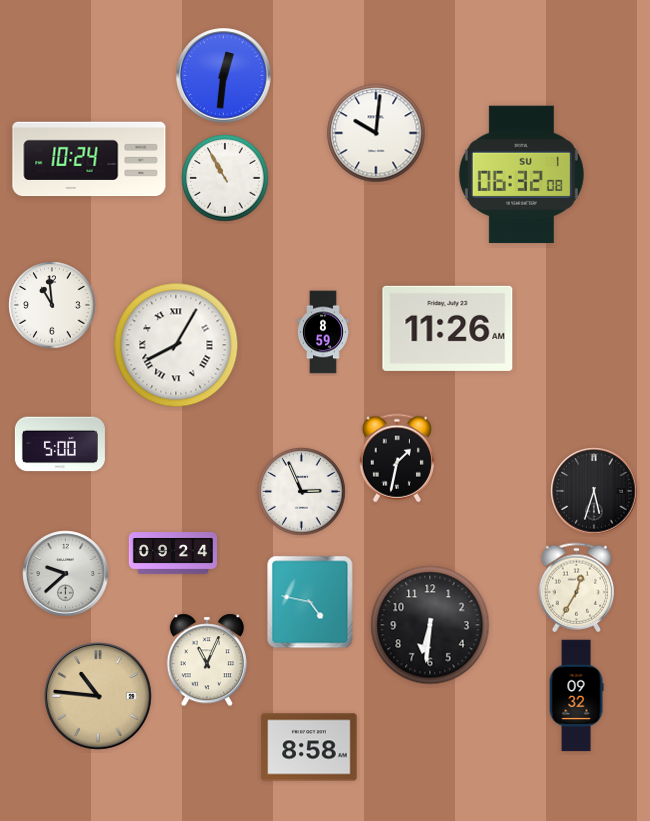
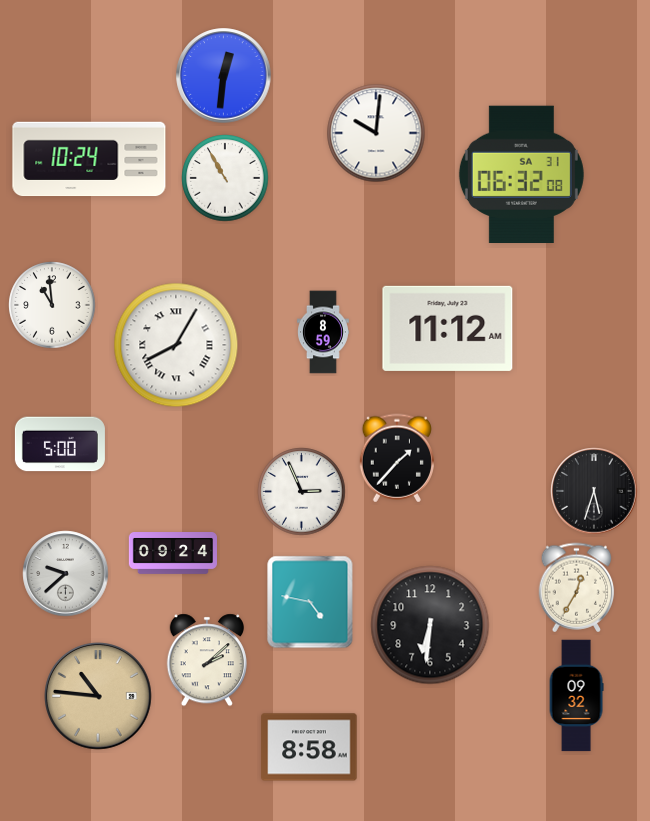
clock at (521, 175) date: SU 1 -> SA 31
clock at (448, 328): 11:26 -> 11:12
clock at (397, 458): 1:32 -> 1:37
clock at (207, 660): 11:04 -> 2:08
